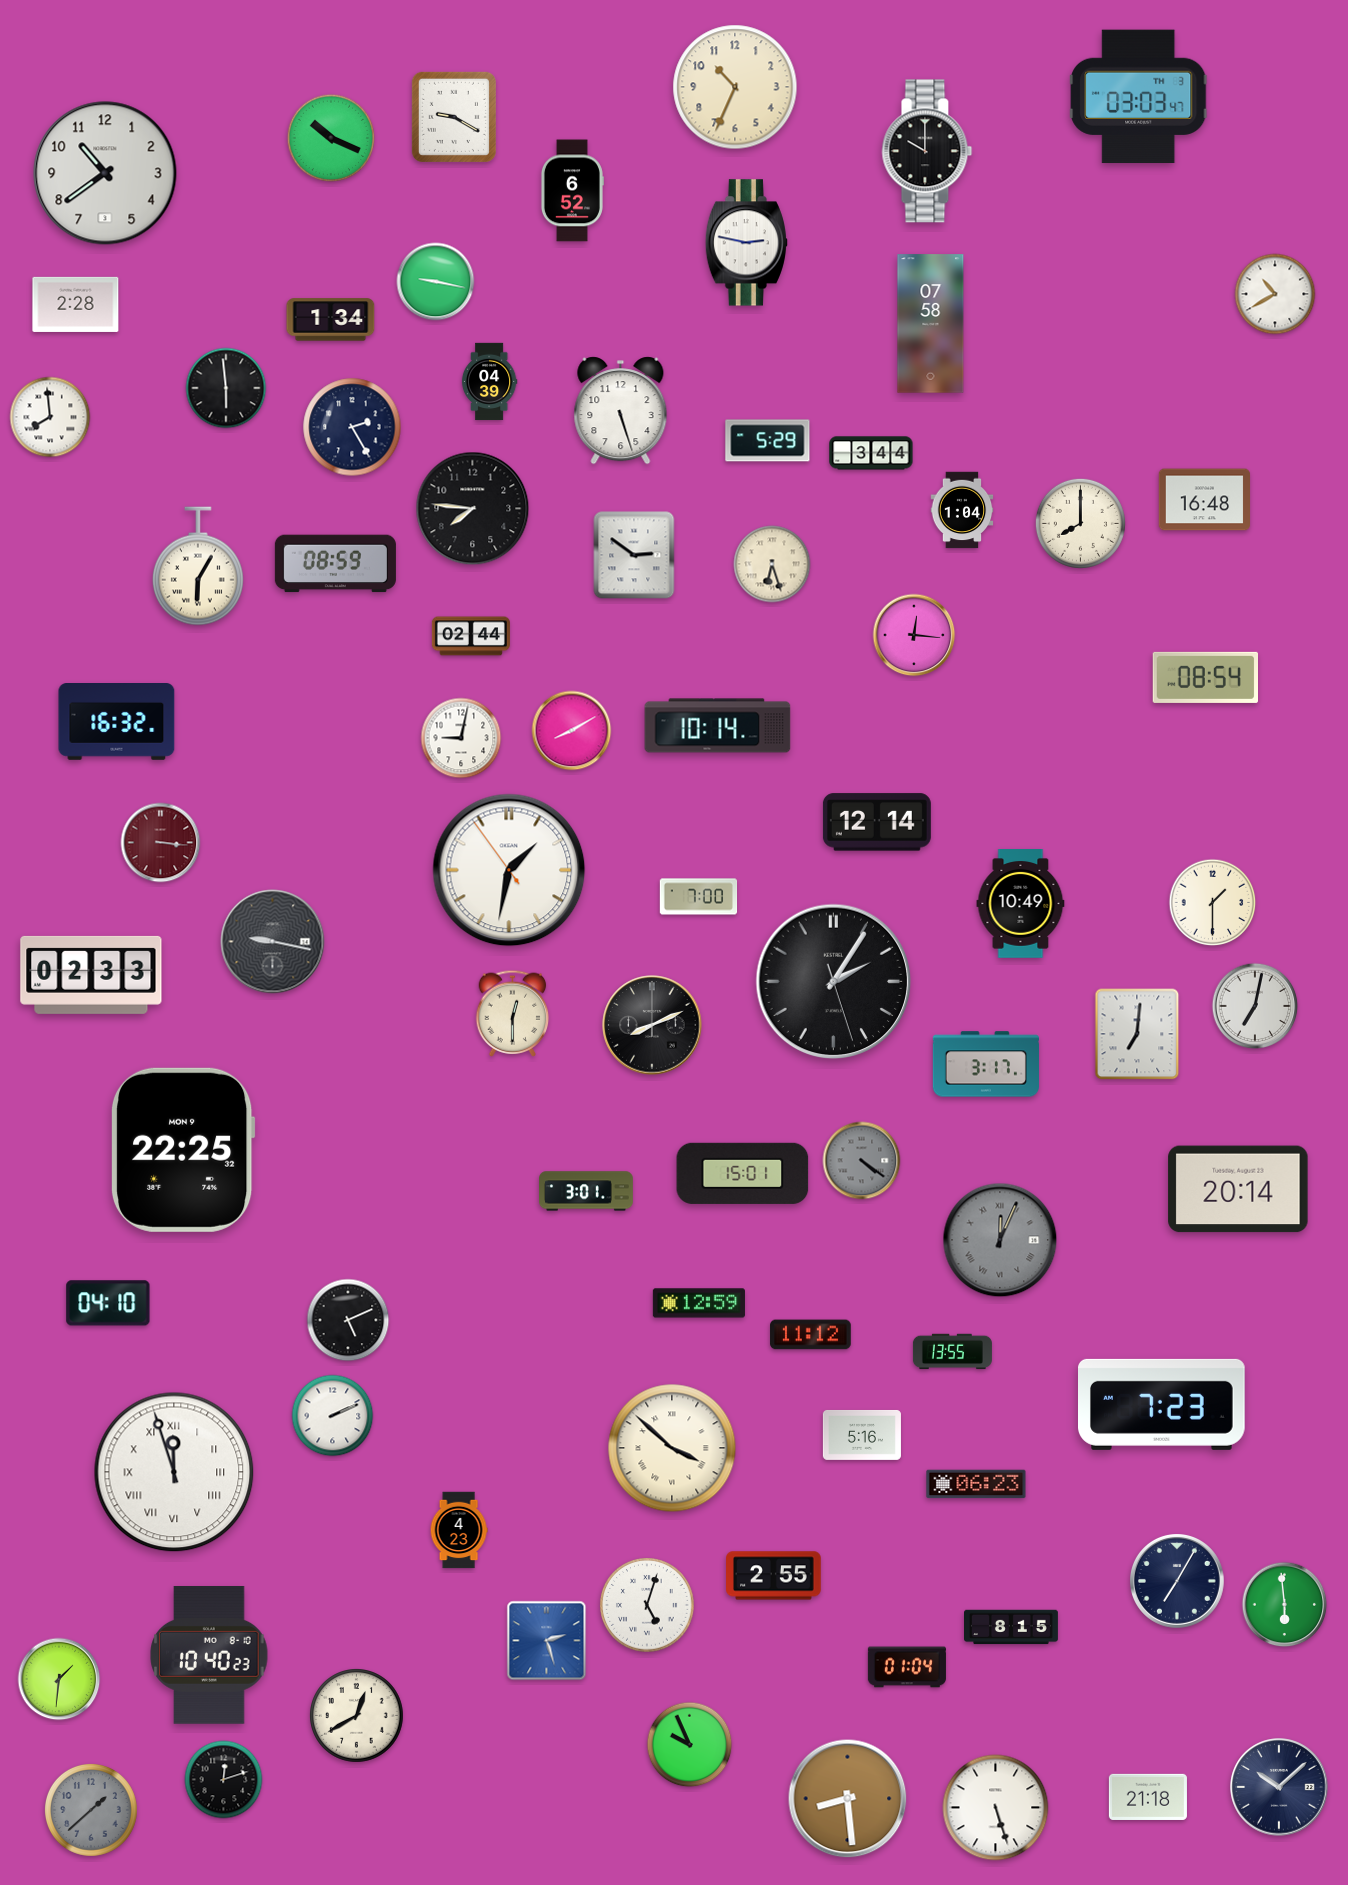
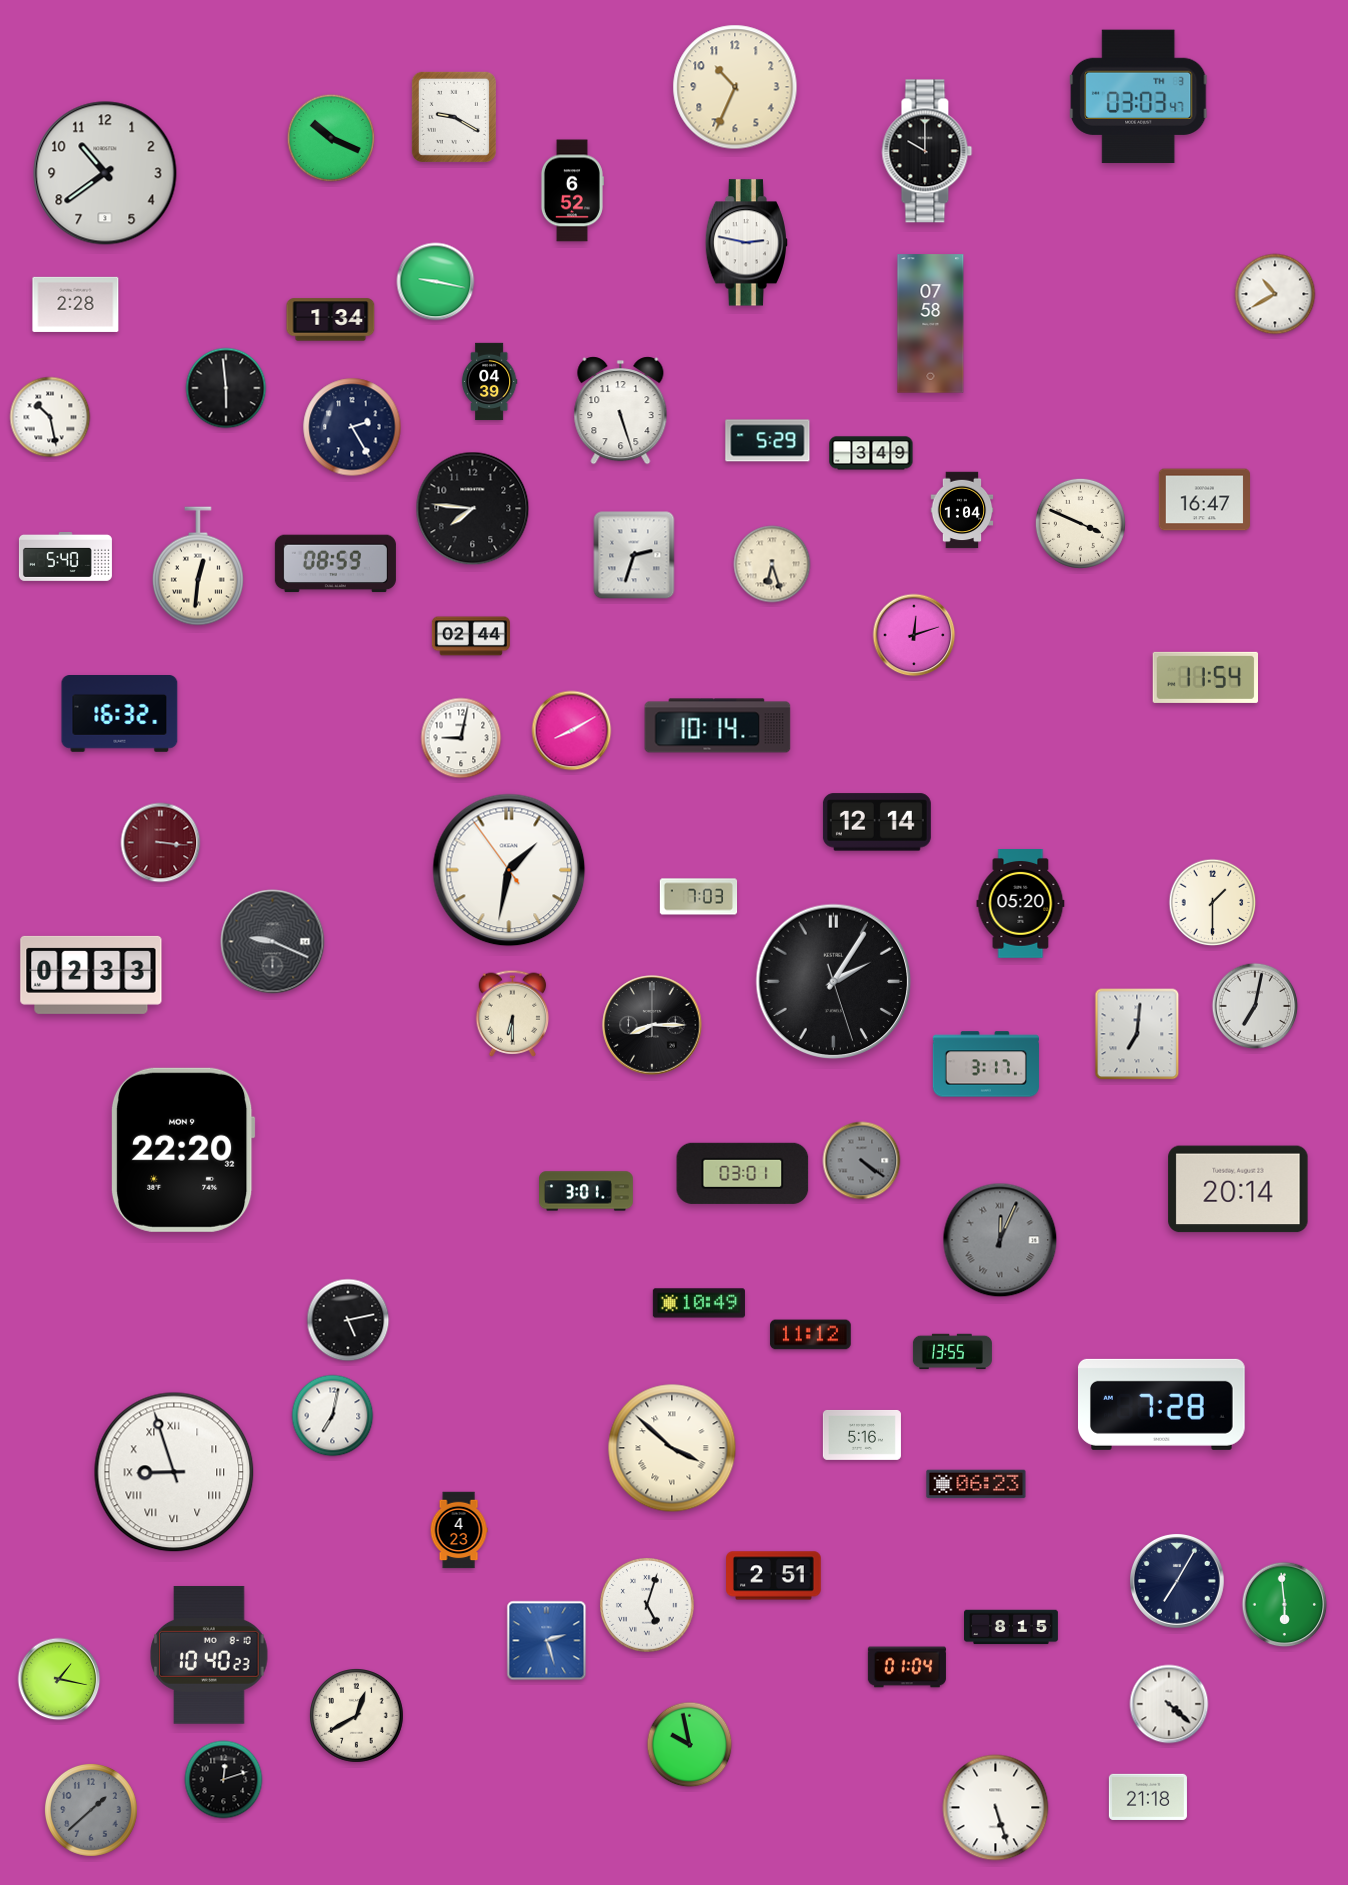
clock at (50, 417): 7:59 -> 10:28
clock at (871, 453): 3:44 -> 3:49
clock at (1205, 500): 16:48 -> 16:47
clock at (1080, 523): 8:00 -> 3:49
clock at (634, 555): 2:51 -> 2:33
clock at (65, 557): none -> 5:40
clock at (198, 566): 6:05 -> 12:31
clock at (914, 635): 12:16 -> 12:12
clock at (1205, 677): 08:54 -> 11:54
clock at (117, 722) position: (117, 722) -> (120, 714)
clock at (699, 897): 7:00 -> 7:03
clock at (1021, 904): 10:49 -> 05:20
clock at (273, 942): 9:17 -> 9:19
clock at (513, 1013): 12:30 -> 6:30
clock at (652, 1025): 8:11 -> 8:15
clock at (183, 1150): 22:25 -> 22:20
clock at (743, 1173): 15:01 -> 03:01
clock at (108, 1303): 04:10 -> none
clock at (699, 1303): 12:59 -> 10:49
clock at (348, 1320): 5:11 -> 5:13
clock at (1162, 1404): 7:23 -> 7:28
clock at (333, 1416): 2:11 -> 7:02
clock at (174, 1472): 11:57 -> 8:57
clock at (774, 1576): 2:55 -> 2:51
clock at (59, 1679): 1:31 -> 1:17
clock at (1169, 1704): none -> 4:22
clock at (690, 1745): 9:56 -> 9:58
clock at (1279, 1787): 10:08 -> none
clock at (848, 1799): 8:29 -> none
